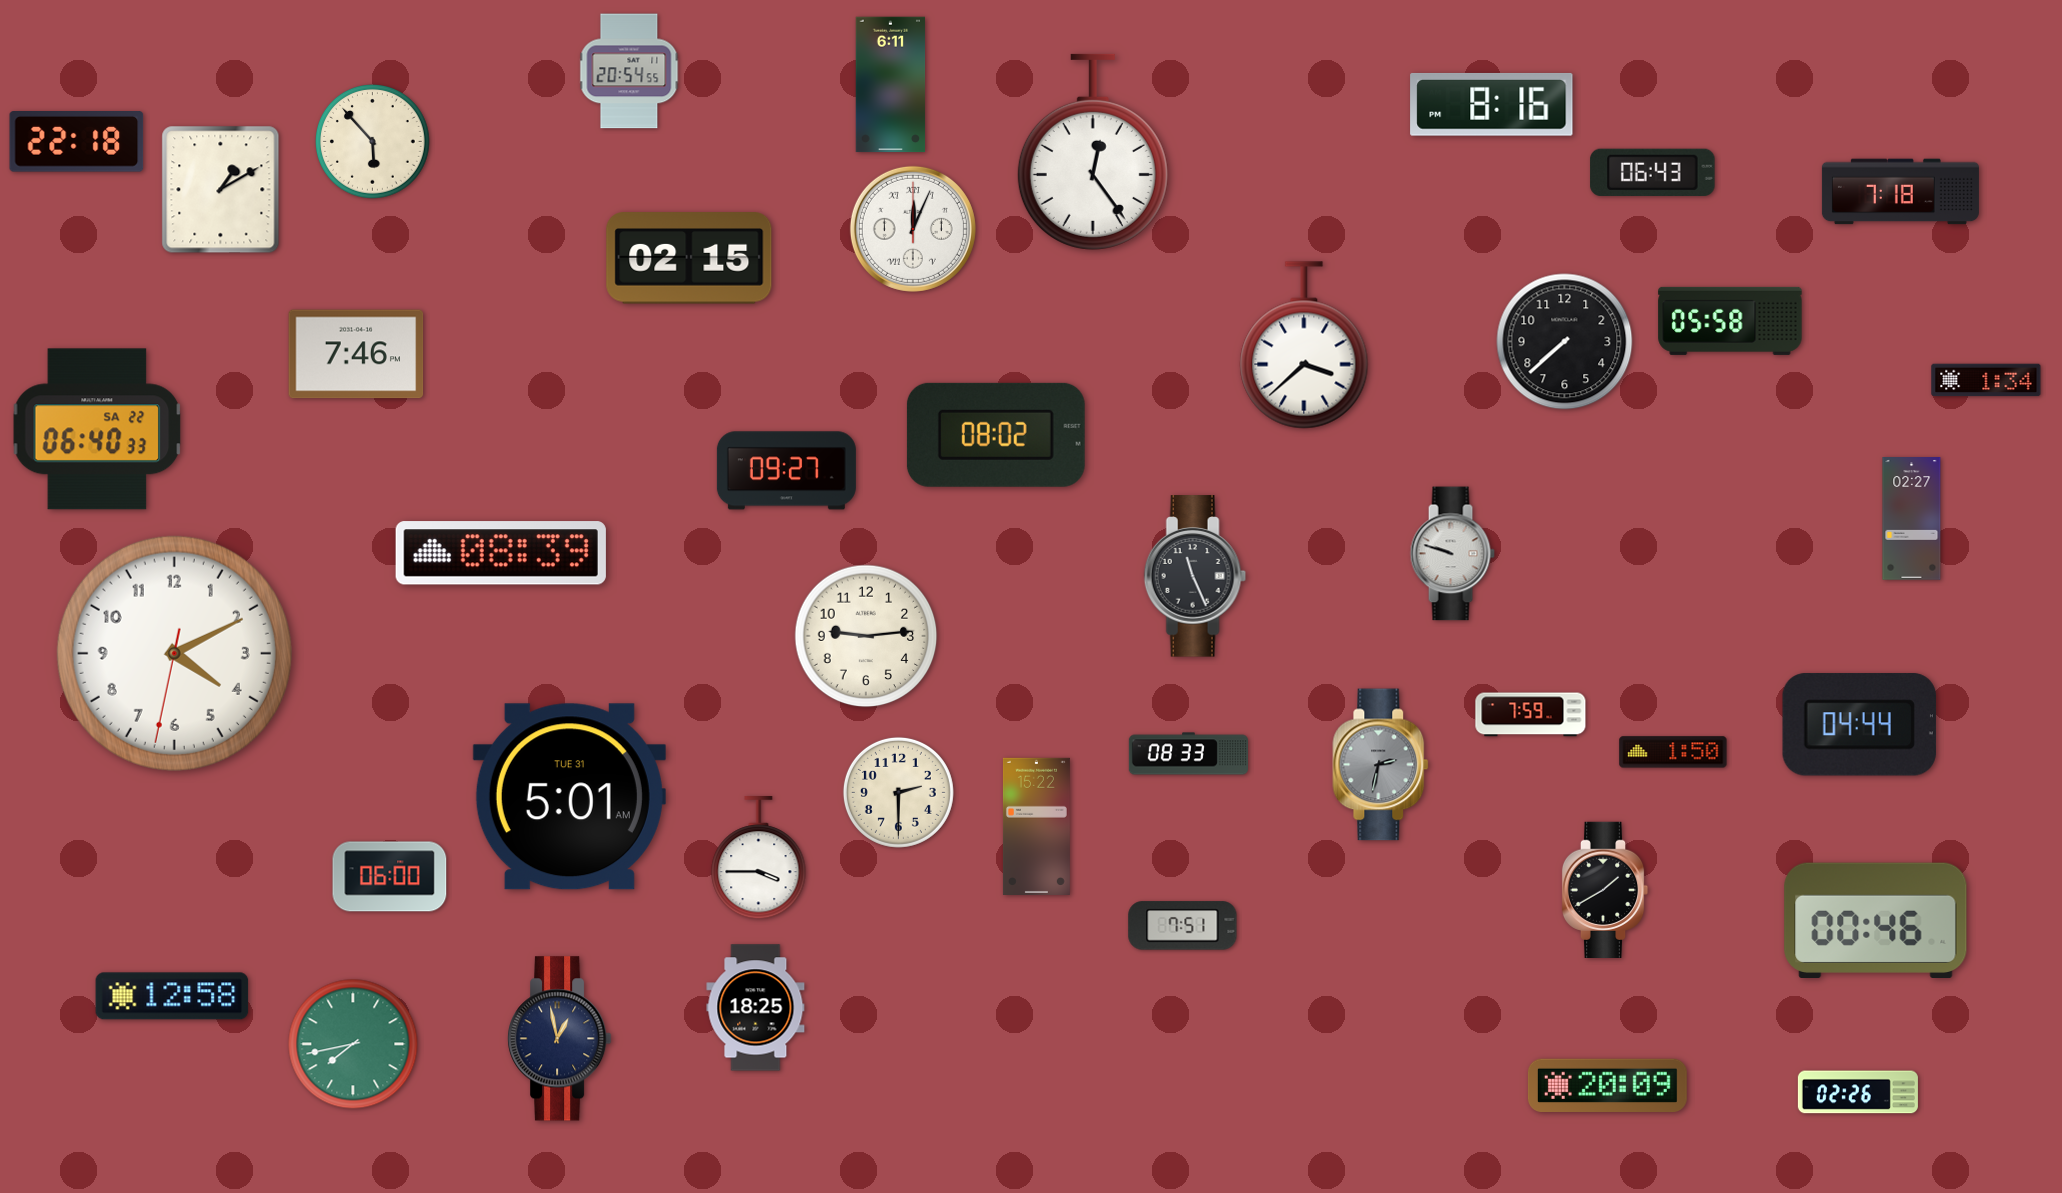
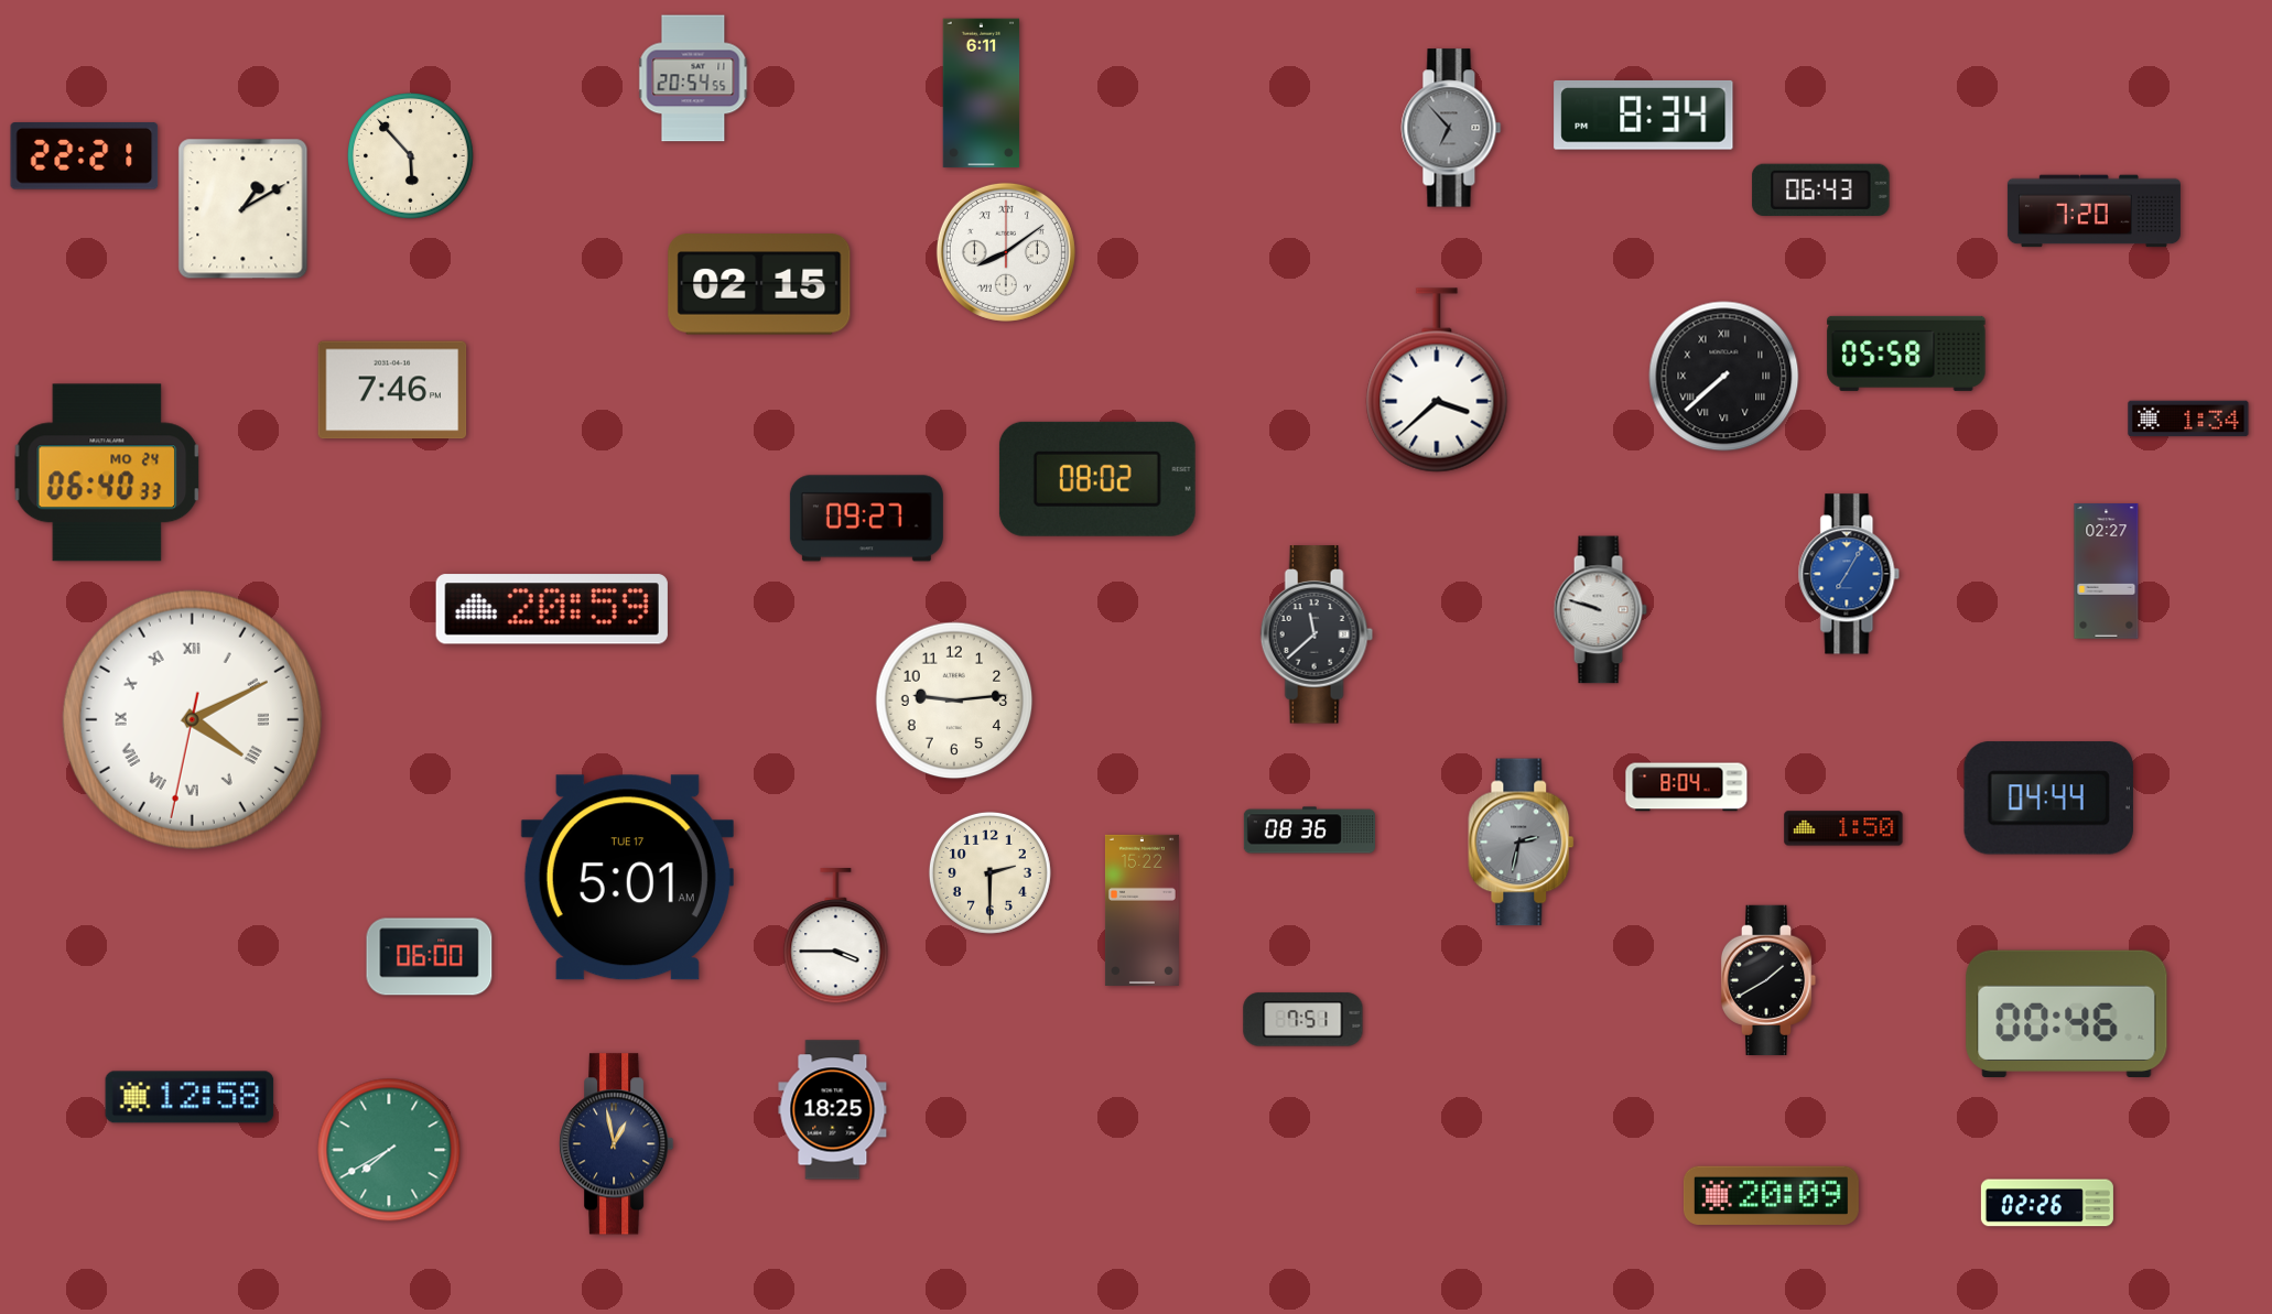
clock at (1492, 104): 8:16 -> 8:34
clock at (1451, 128): none -> 6:53
clock at (77, 142): 22:18 -> 22:21
clock at (1093, 152): 12:24 -> none
clock at (1900, 192): 7:18 -> 7:20
clock at (913, 229): 12:04 -> 8:09
clock at (1565, 342) numerals: Arabic -> Roman
clock at (97, 429) date: SA 22 -> MO 24
clock at (1849, 574): none -> 7:05
clock at (501, 553): 08:39 -> 20:59
clock at (1195, 576): 11:26 -> 11:38
clock at (174, 653) numerals: Arabic -> Roman
clock at (1531, 715): 7:59 -> 8:04
clock at (1188, 754): 08:33 -> 08:36
clock at (569, 797) date: TUE 31 -> TUE 17
clock at (759, 859) position: (759, 859) -> (836, 937)
clock at (390, 877) position: (390, 877) -> (430, 957)
clock at (353, 1044): 7:43 -> 7:40
